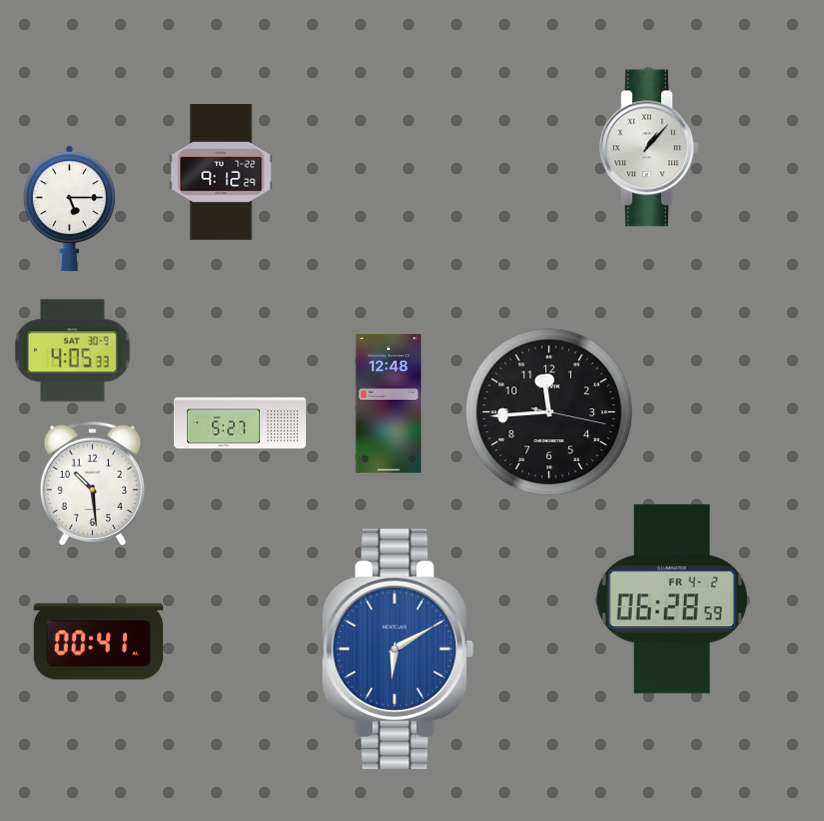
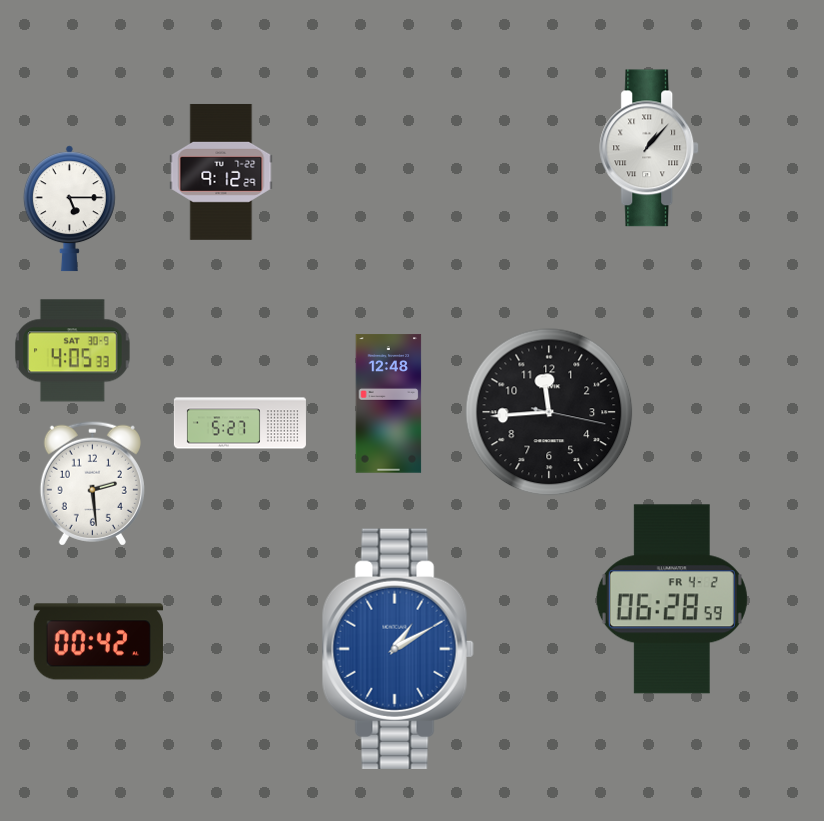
clock at (92, 483): 10:29 -> 2:29
clock at (98, 642): 00:41 -> 00:42
clock at (398, 649): 6:10 -> 1:10
